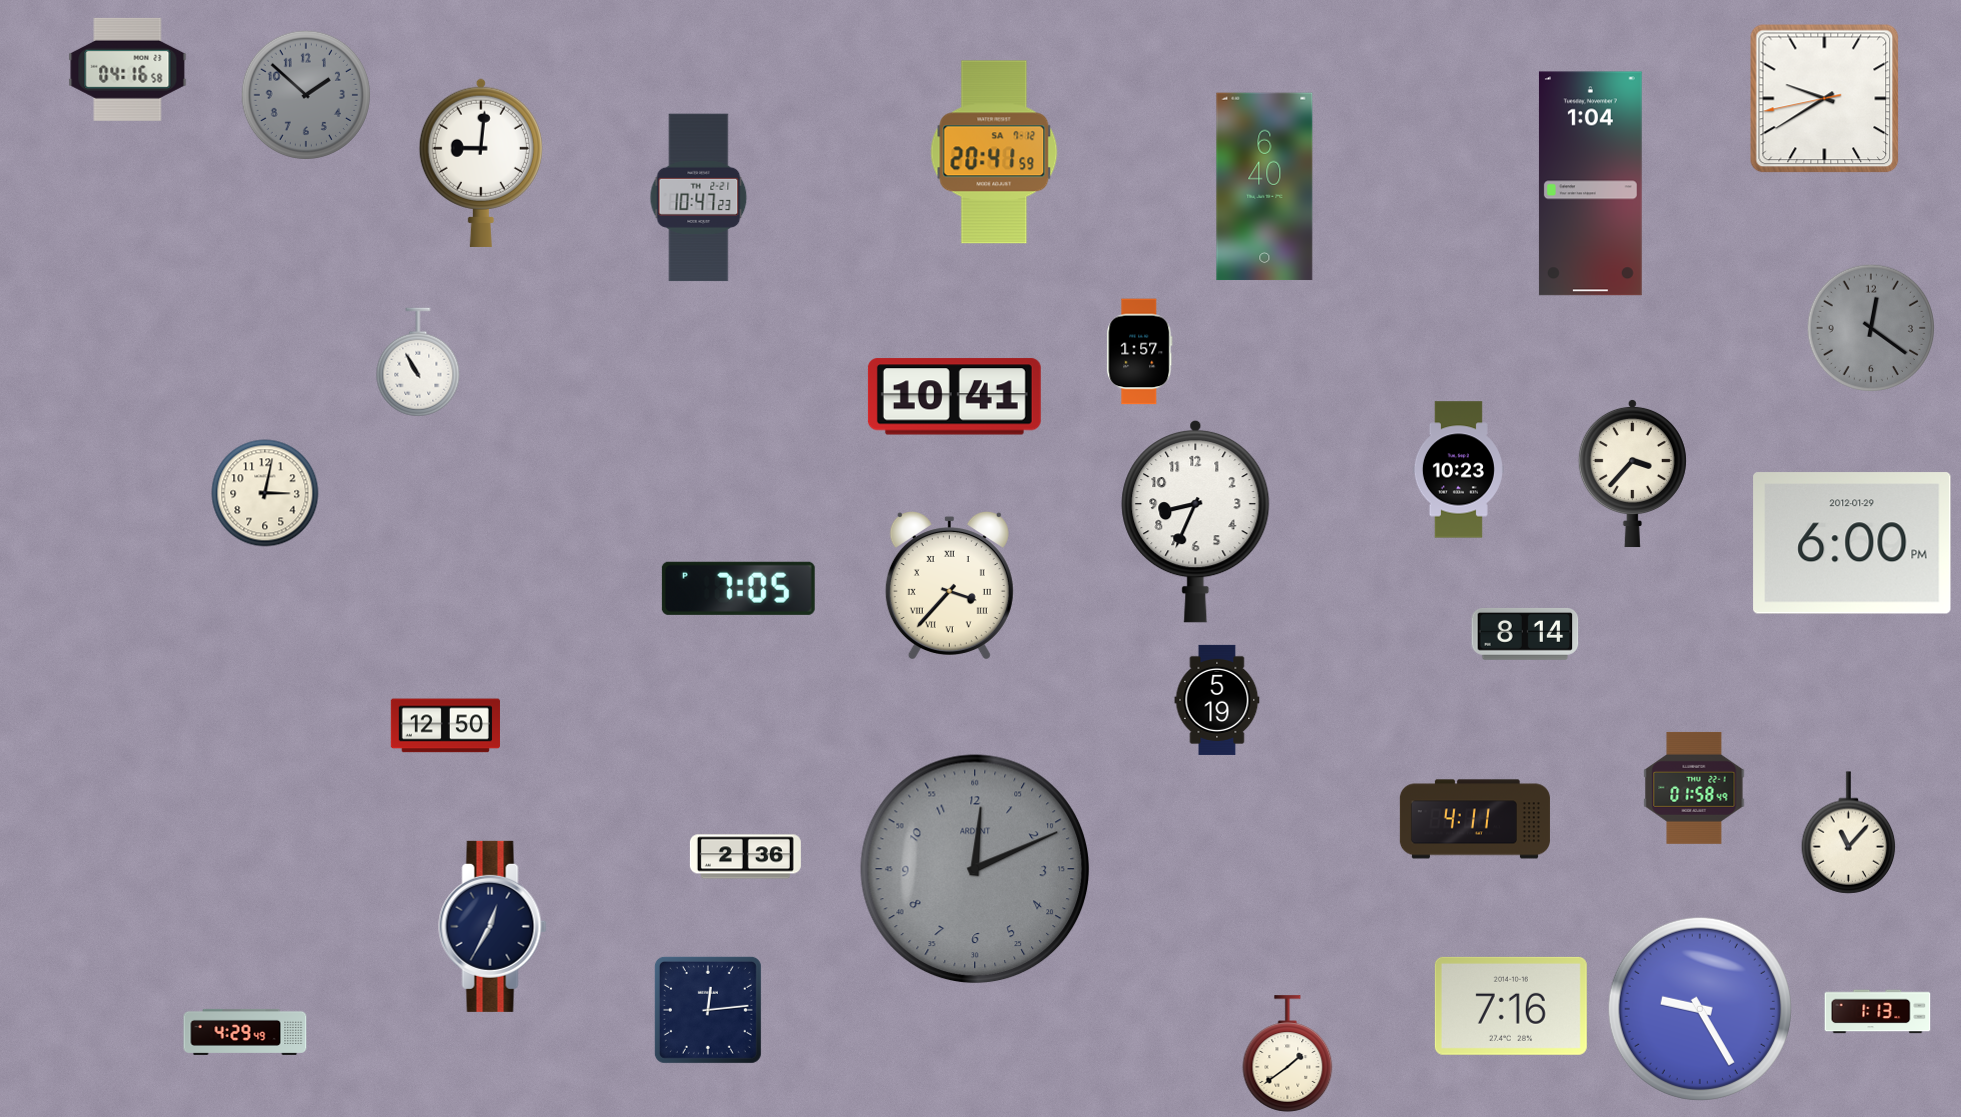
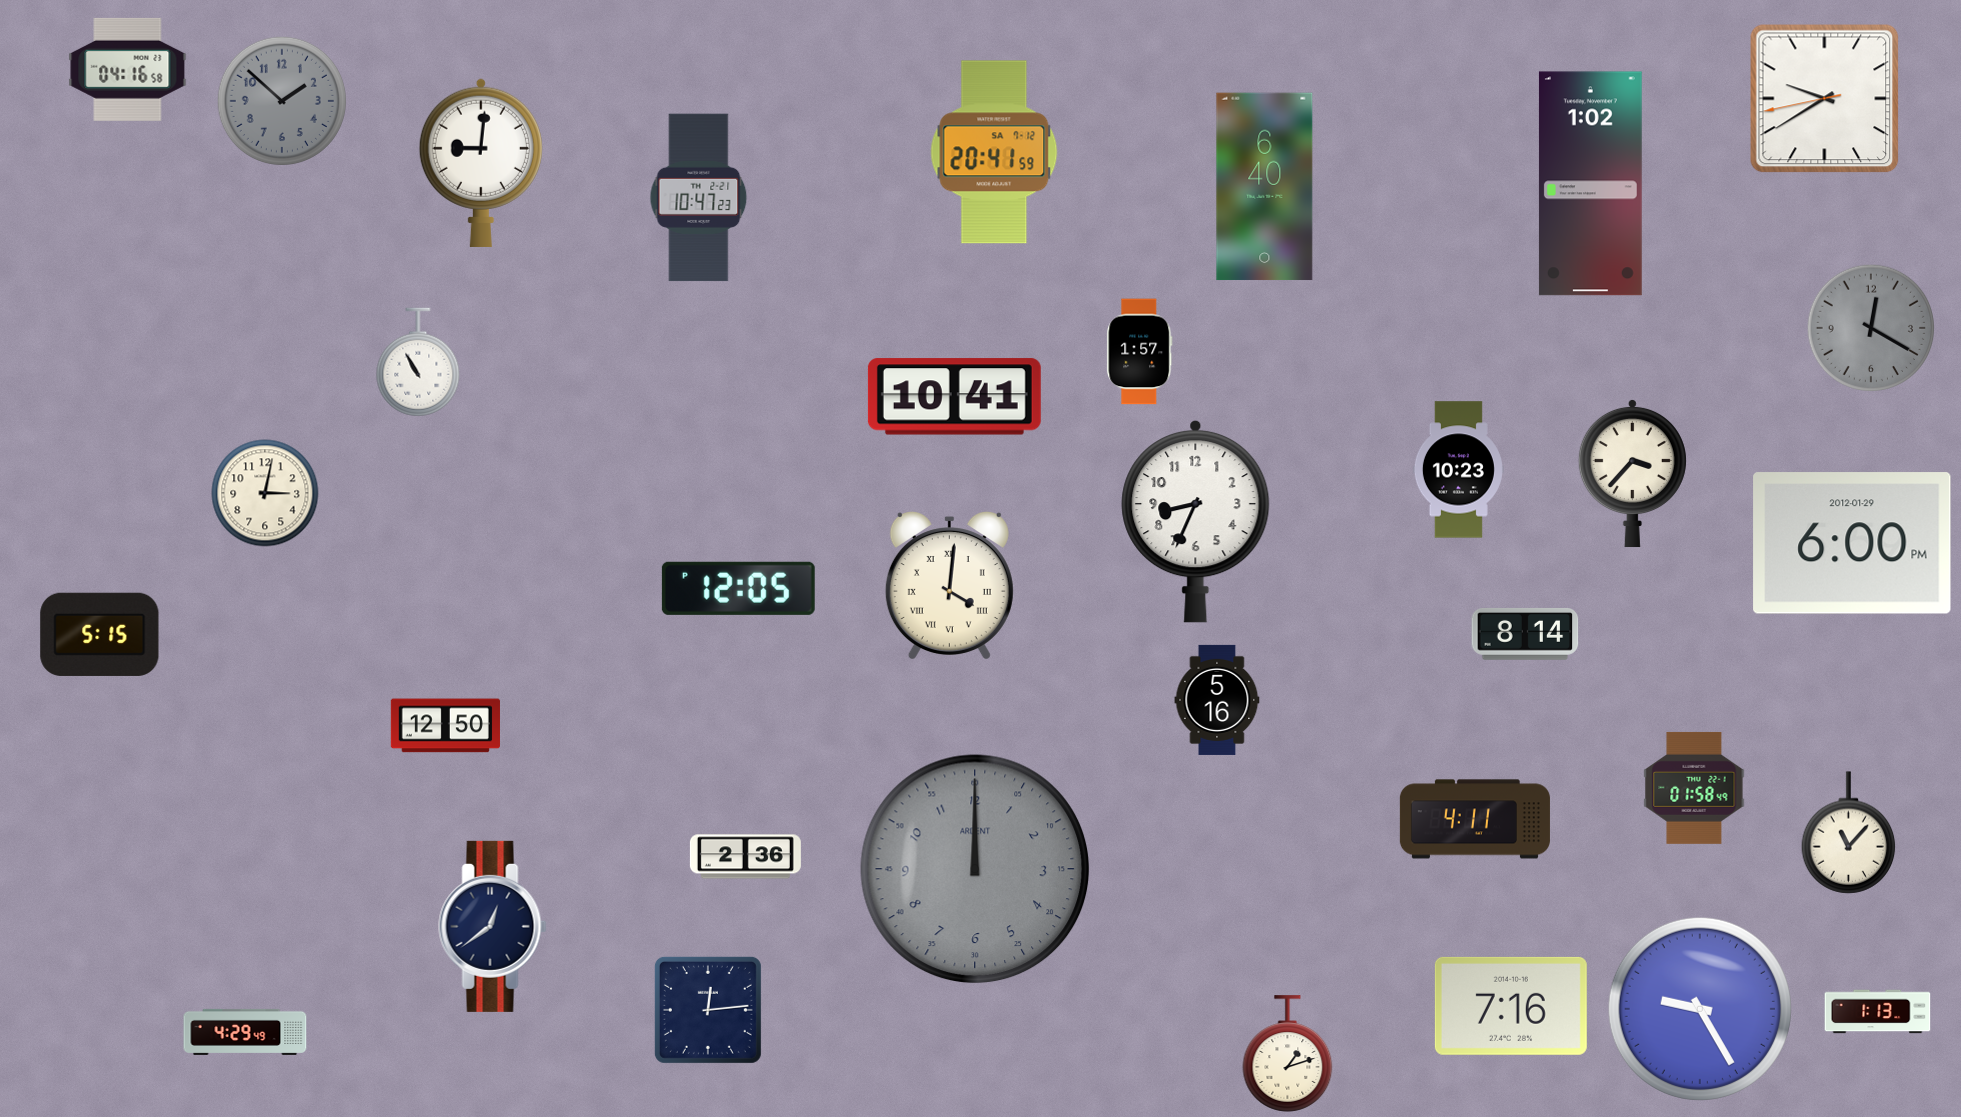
clock at (306, 95) position: (306, 95) -> (282, 101)
clock at (1590, 184): 1:04 -> 1:02
clock at (1871, 328): 12:21 -> 12:20
clock at (949, 585): 3:37 -> 4:01
clock at (738, 588): 7:05 -> 12:05
clock at (100, 634): none -> 5:15
clock at (1217, 700): 5:19 -> 5:16
clock at (975, 869): 12:11 -> 12:00
clock at (493, 926): 12:35 -> 12:39
clock at (1288, 1054): 1:39 -> 1:12
